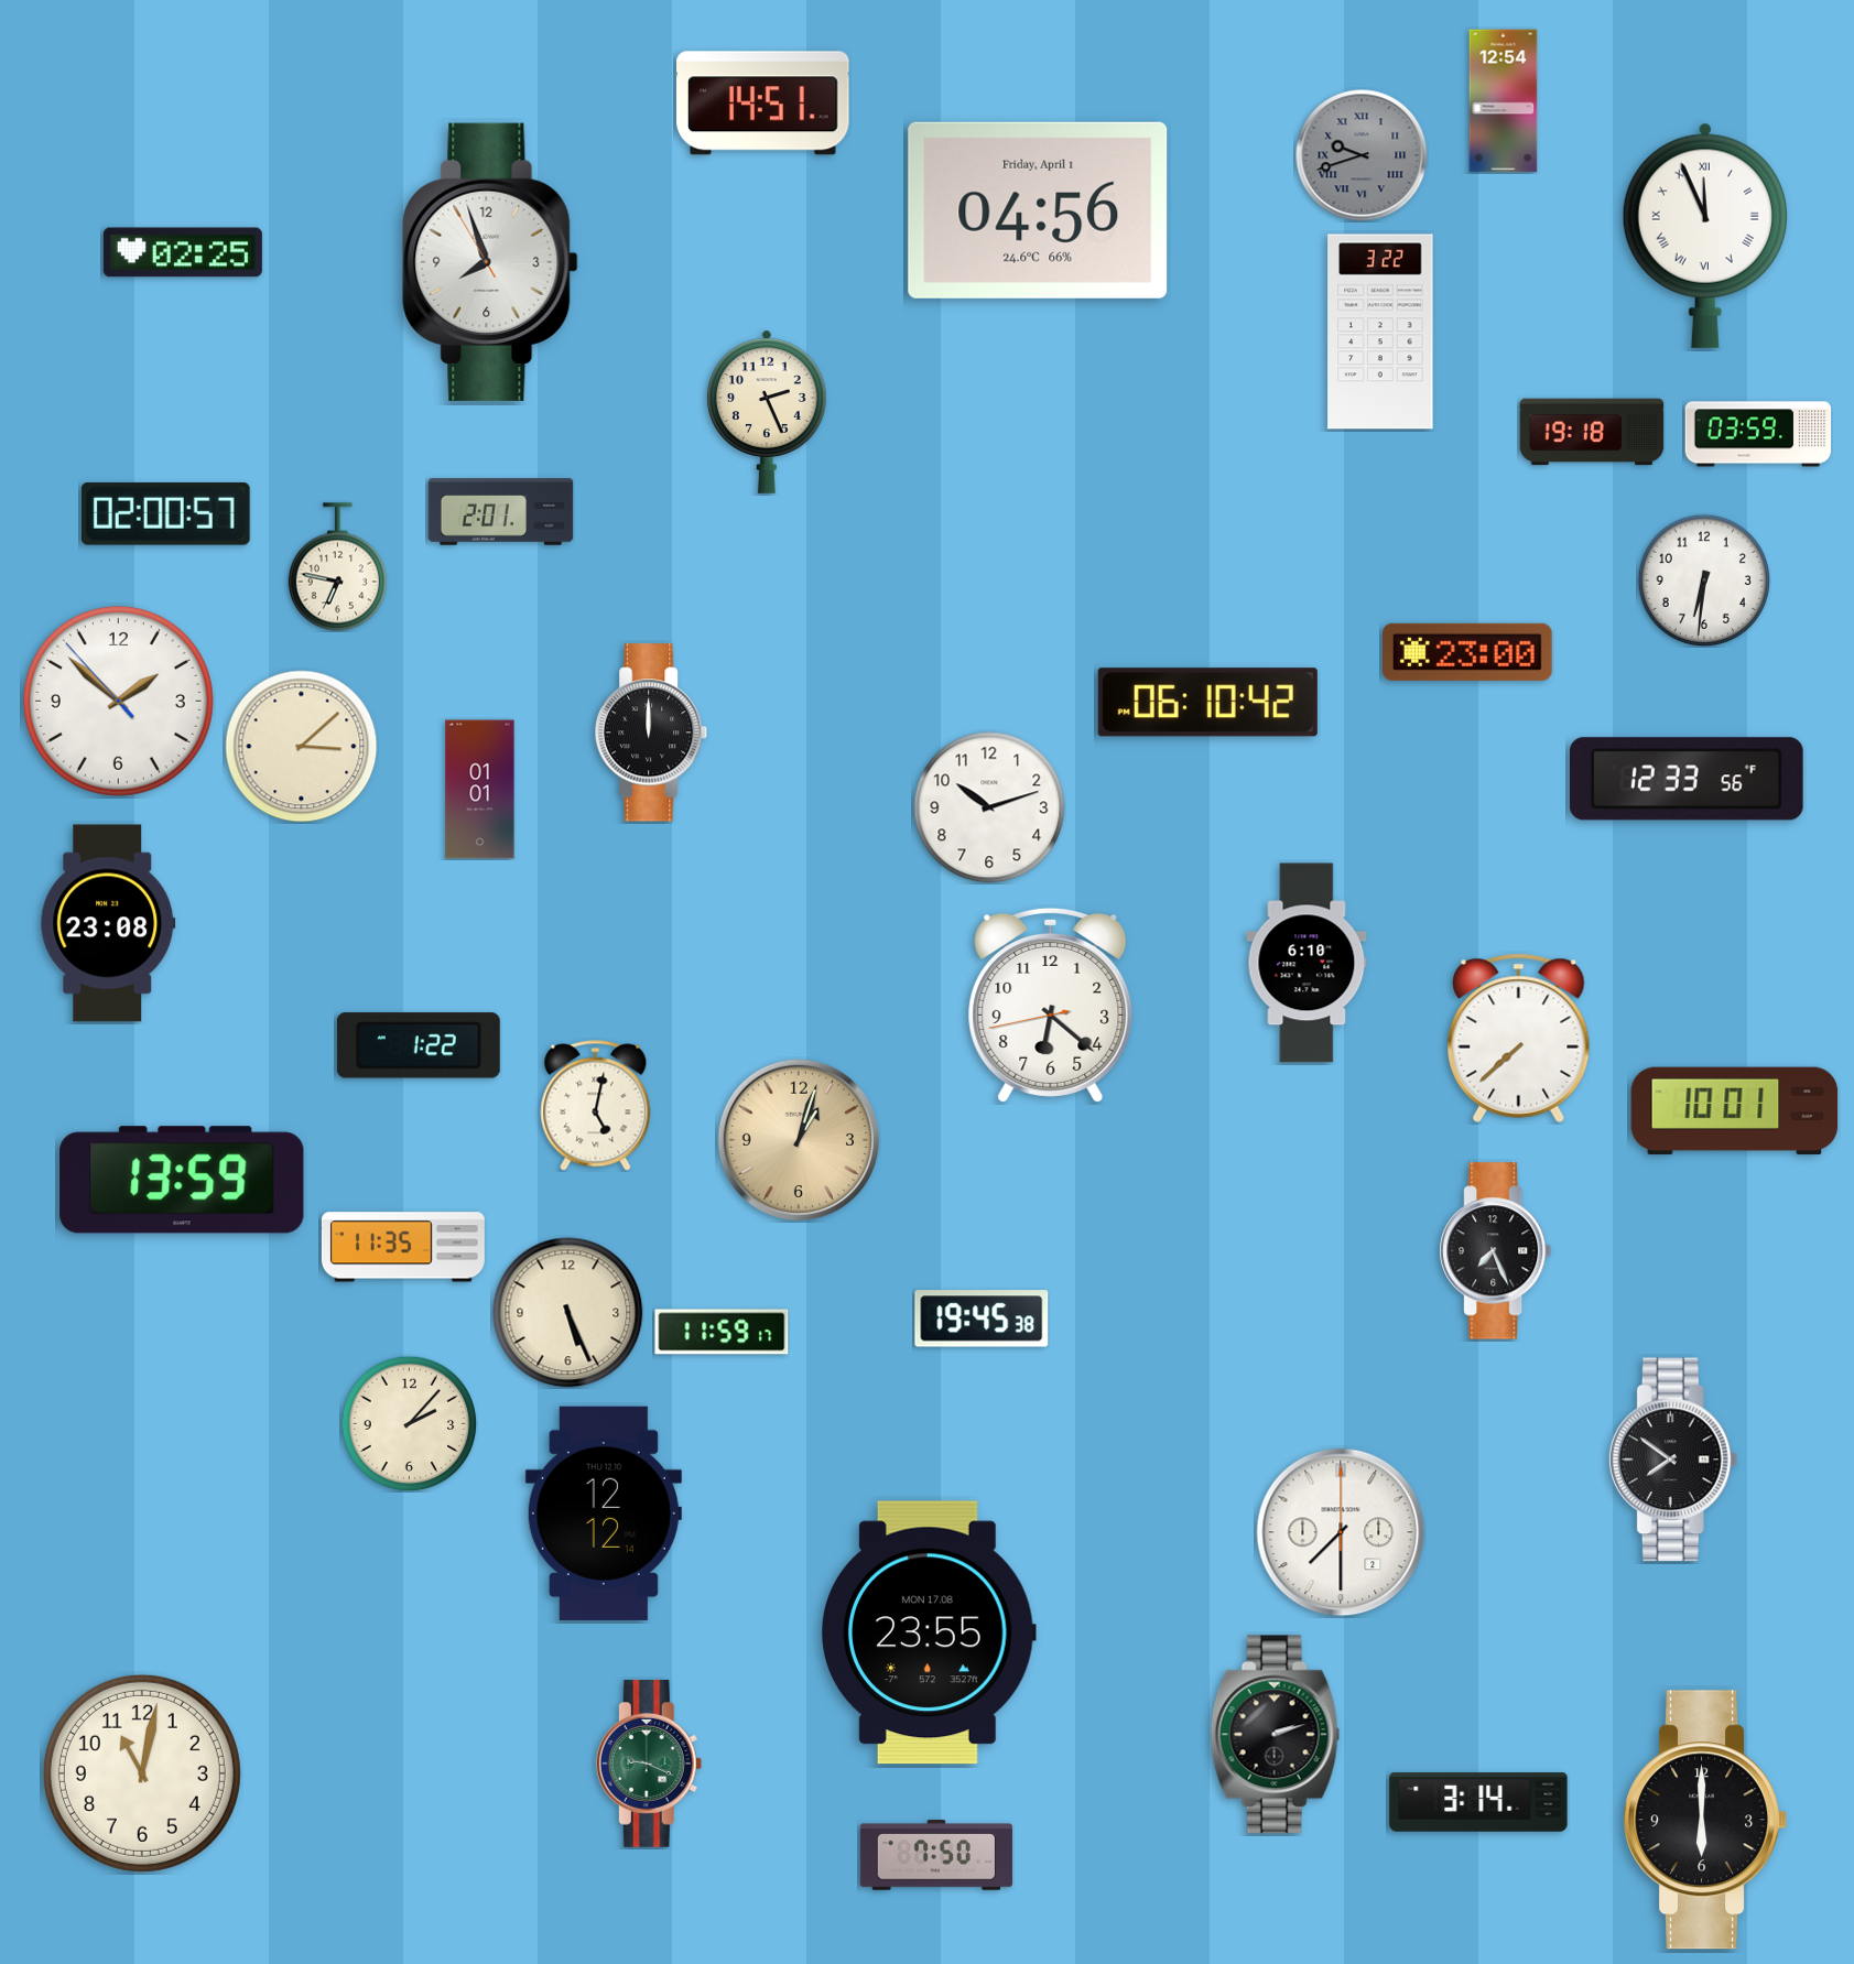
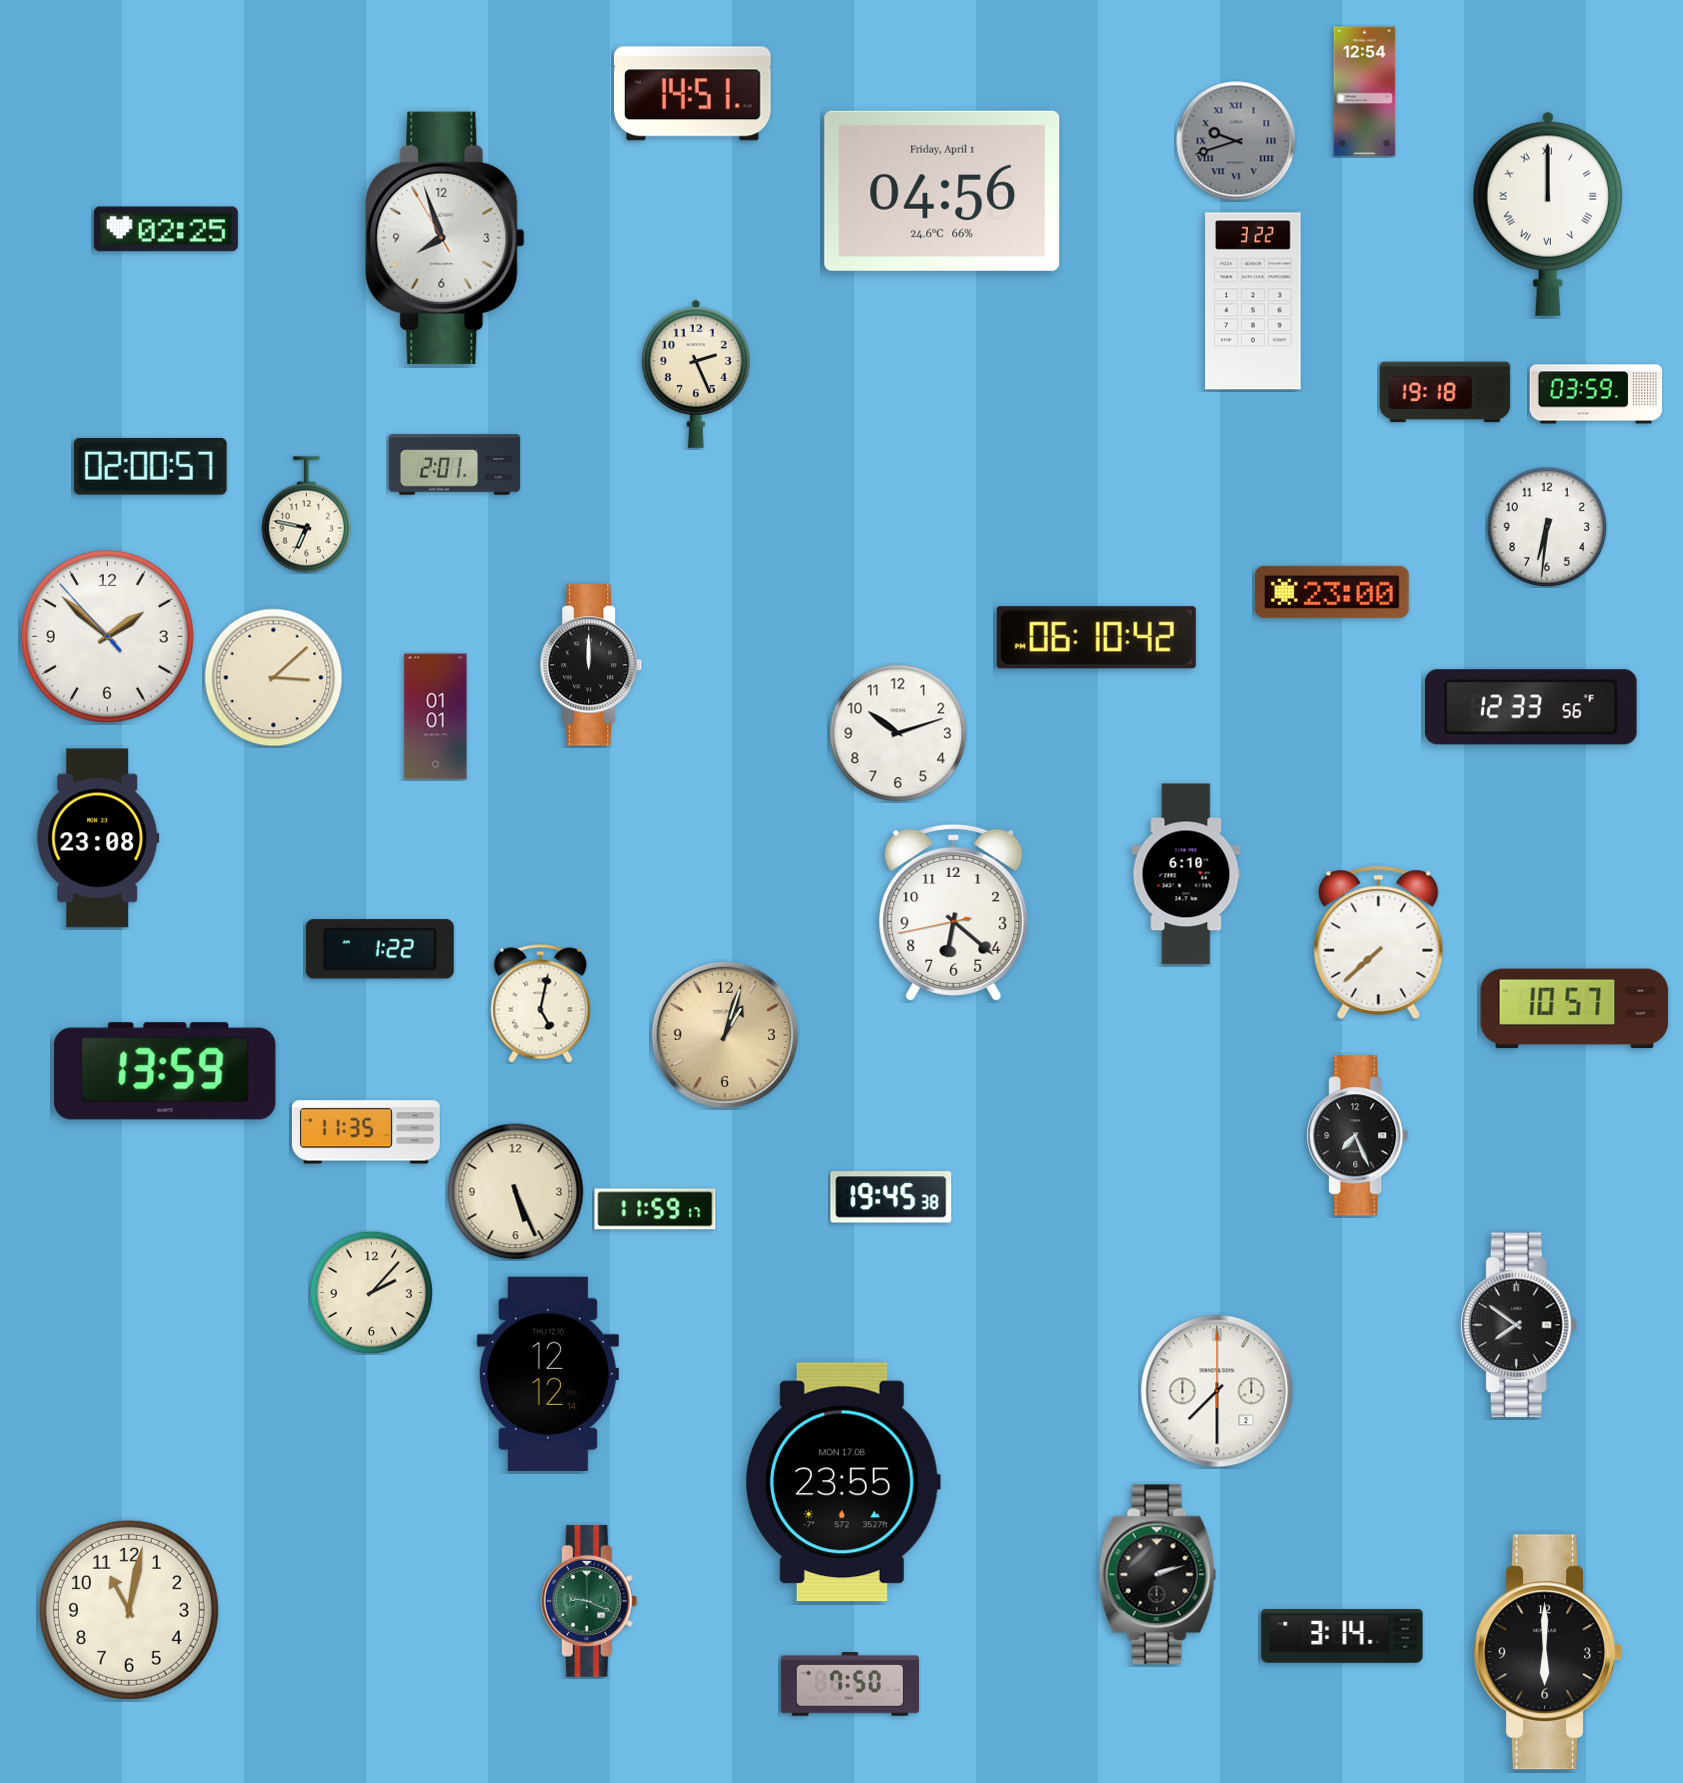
clock at (1705, 236): 11:56 -> 12:00
clock at (1735, 1111): 10:01 -> 10:57
